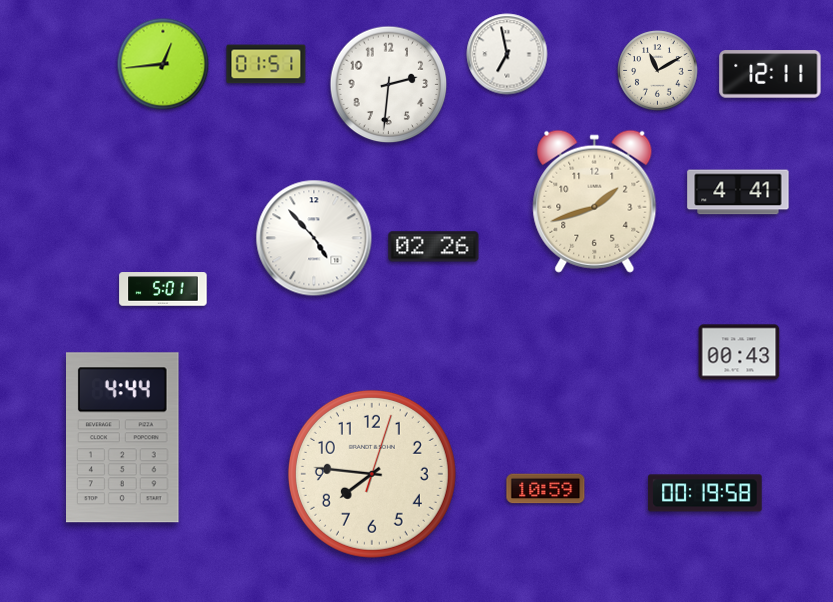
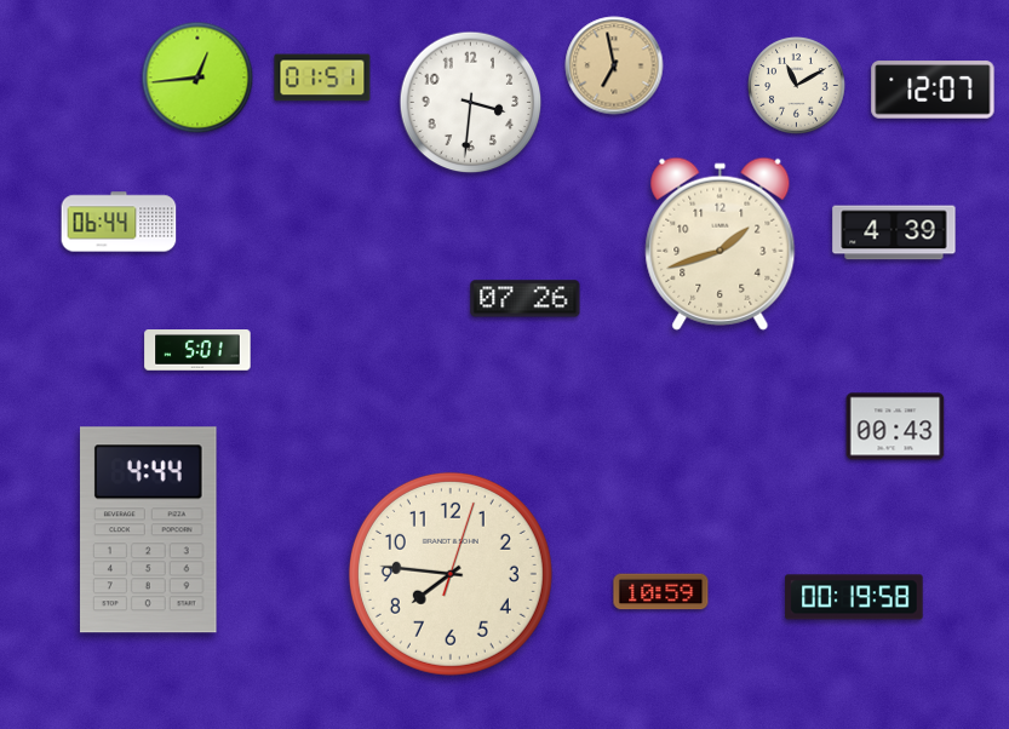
clock at (507, 54) dial: white -> champagne
clock at (770, 74): 12:11 -> 12:07
clock at (389, 85): 2:31 -> 3:31
clock at (119, 222): none -> 06:44
clock at (738, 192): 4:41 -> 4:39
clock at (314, 238): 4:53 -> none
clock at (434, 247): 02:26 -> 07:26
